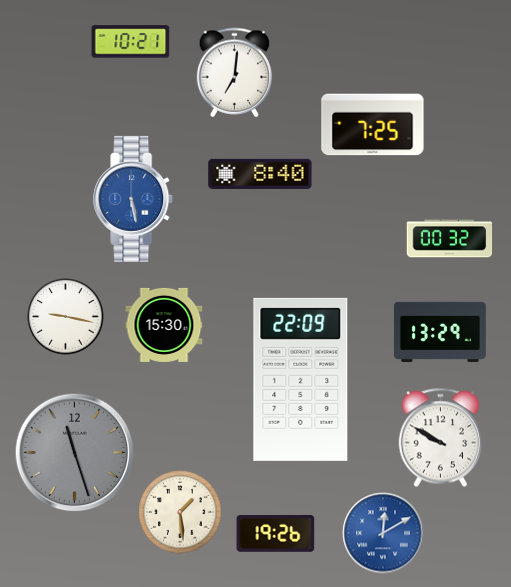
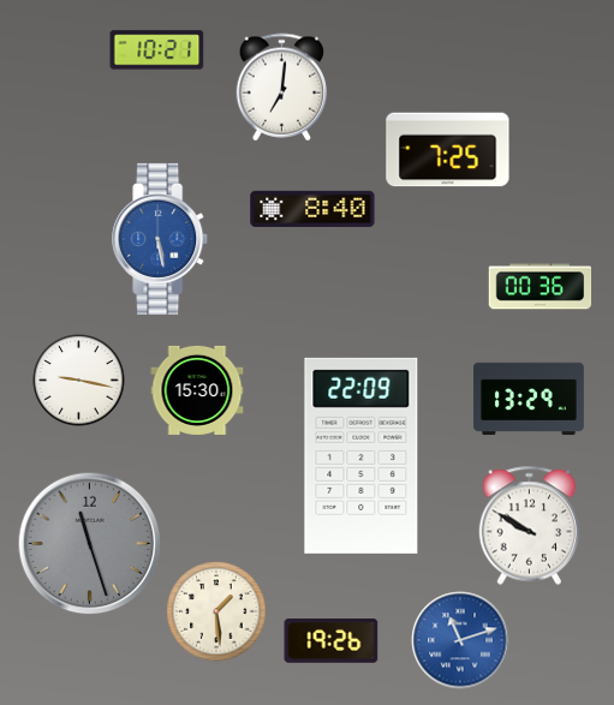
clock at (450, 239): 00:32 -> 00:36
clock at (180, 512) position: (180, 512) -> (216, 611)
clock at (383, 533): 12:10 -> 11:12
